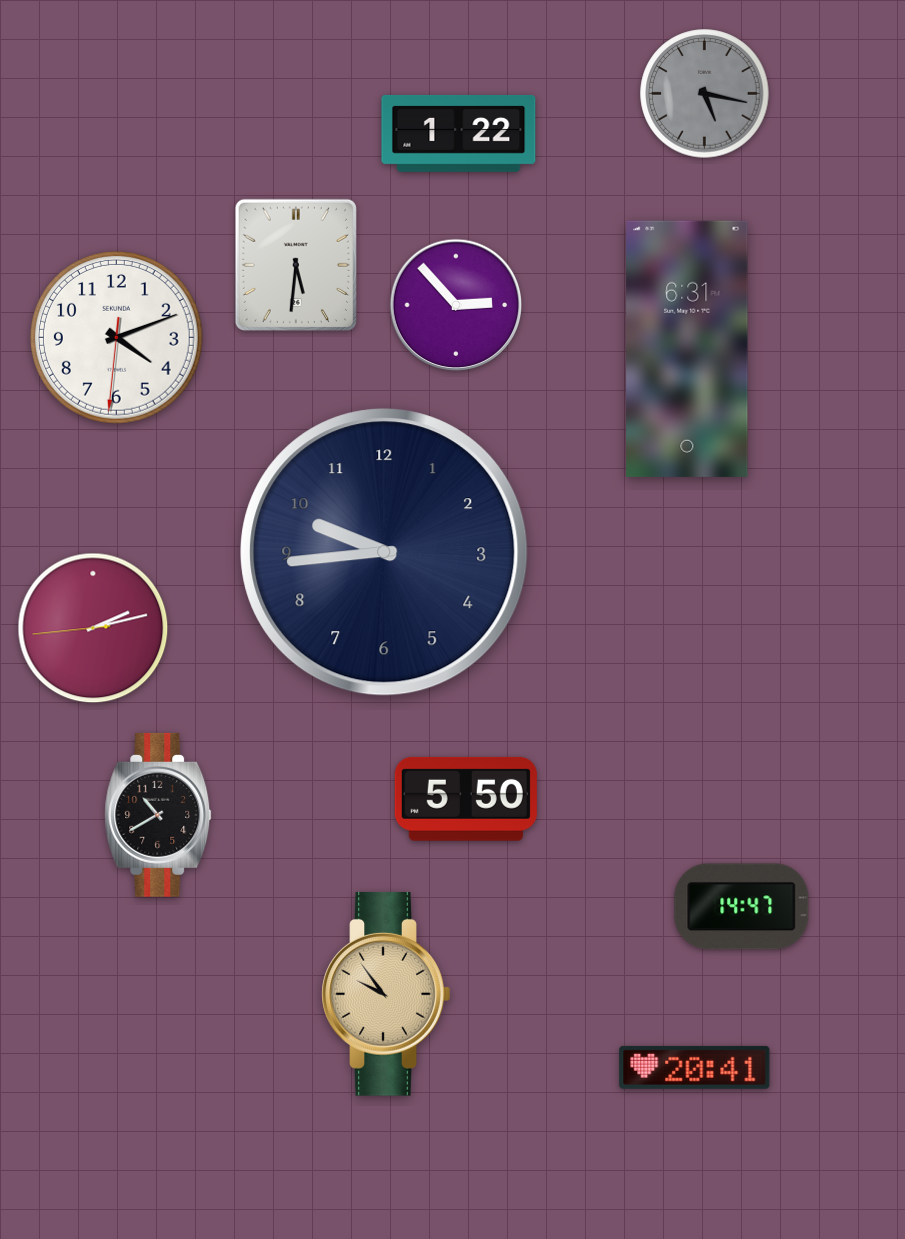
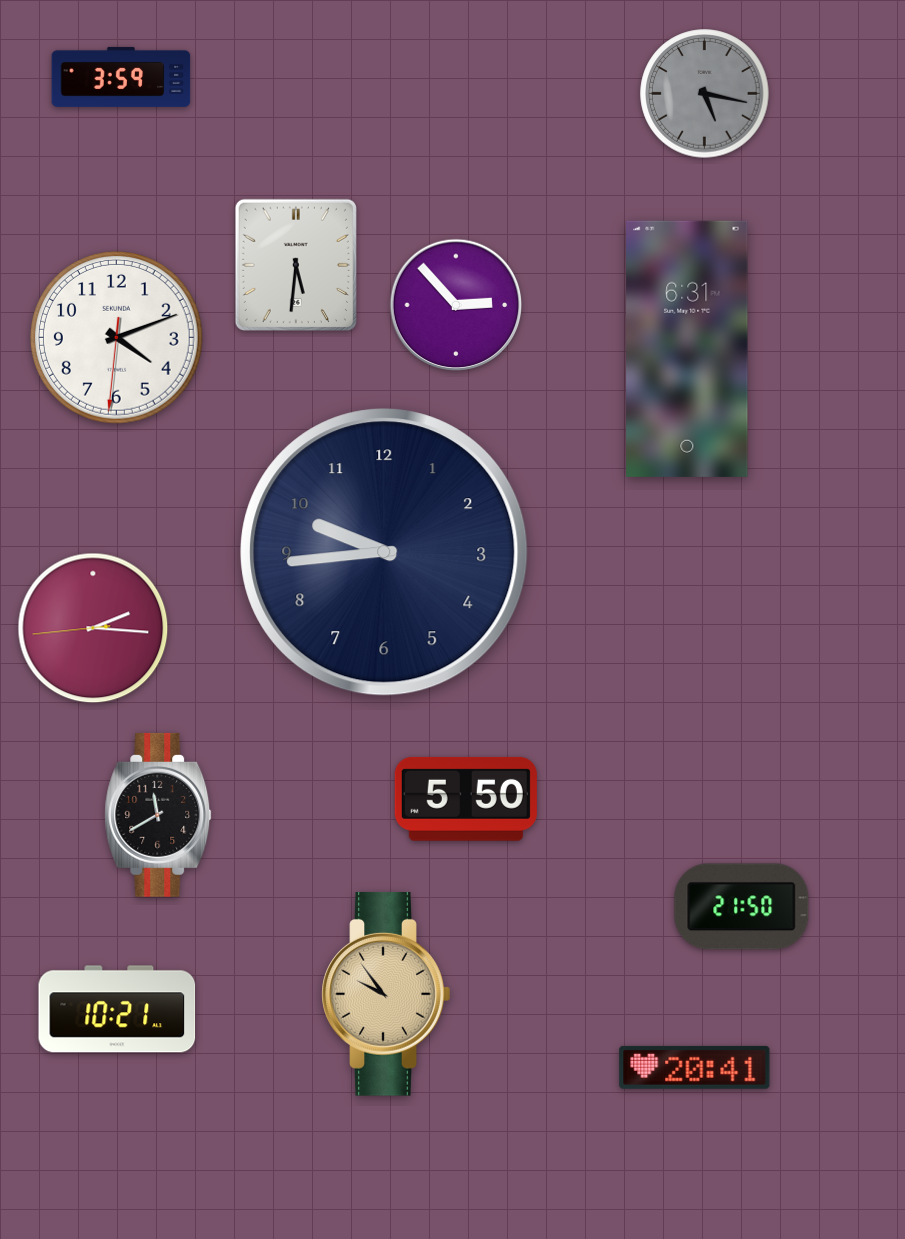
clock at (121, 77): none -> 3:59
clock at (459, 133): 1:22 -> none
clock at (93, 628): 2:12 -> 2:15
clock at (158, 815): 10:40 -> 11:40
clock at (742, 907): 14:47 -> 21:50
clock at (117, 1009): none -> 10:21
